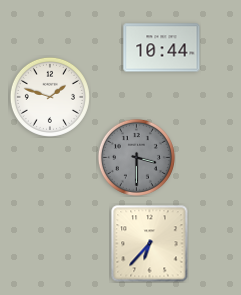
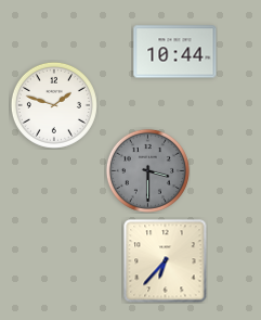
clock at (150, 244) position: (150, 244) -> (166, 261)
